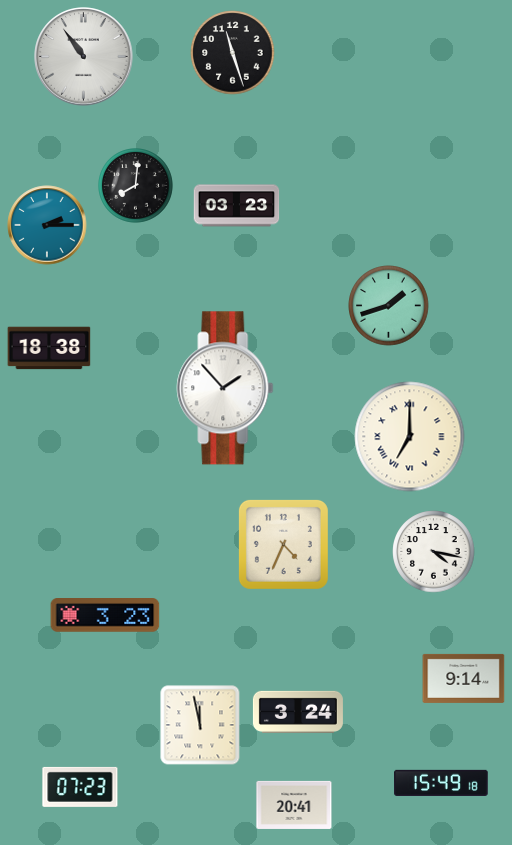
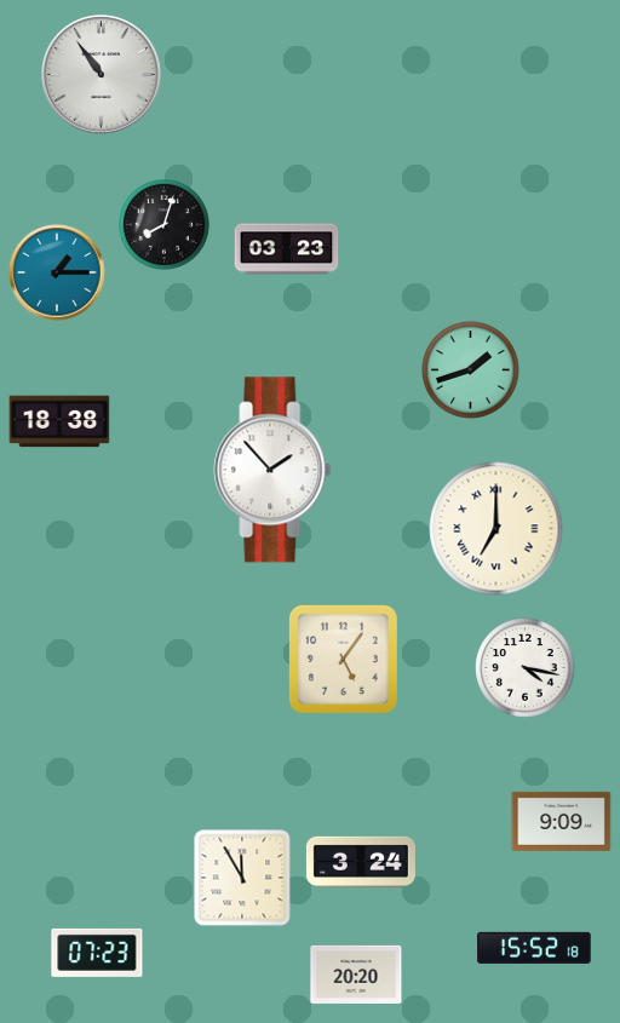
clock at (233, 53): 11:27 -> none
clock at (84, 57) position: (84, 57) -> (102, 75)
clock at (136, 186): 8:01 -> 8:03
clock at (47, 225): 2:15 -> 1:15
clock at (283, 544): 4:34 -> 5:06
clock at (105, 615): 3:23 -> none
clock at (464, 678): 9:14 -> 9:09
clock at (200, 725): 11:58 -> 11:55
clock at (441, 783): 15:49 -> 15:52
clock at (294, 805): 20:41 -> 20:20
